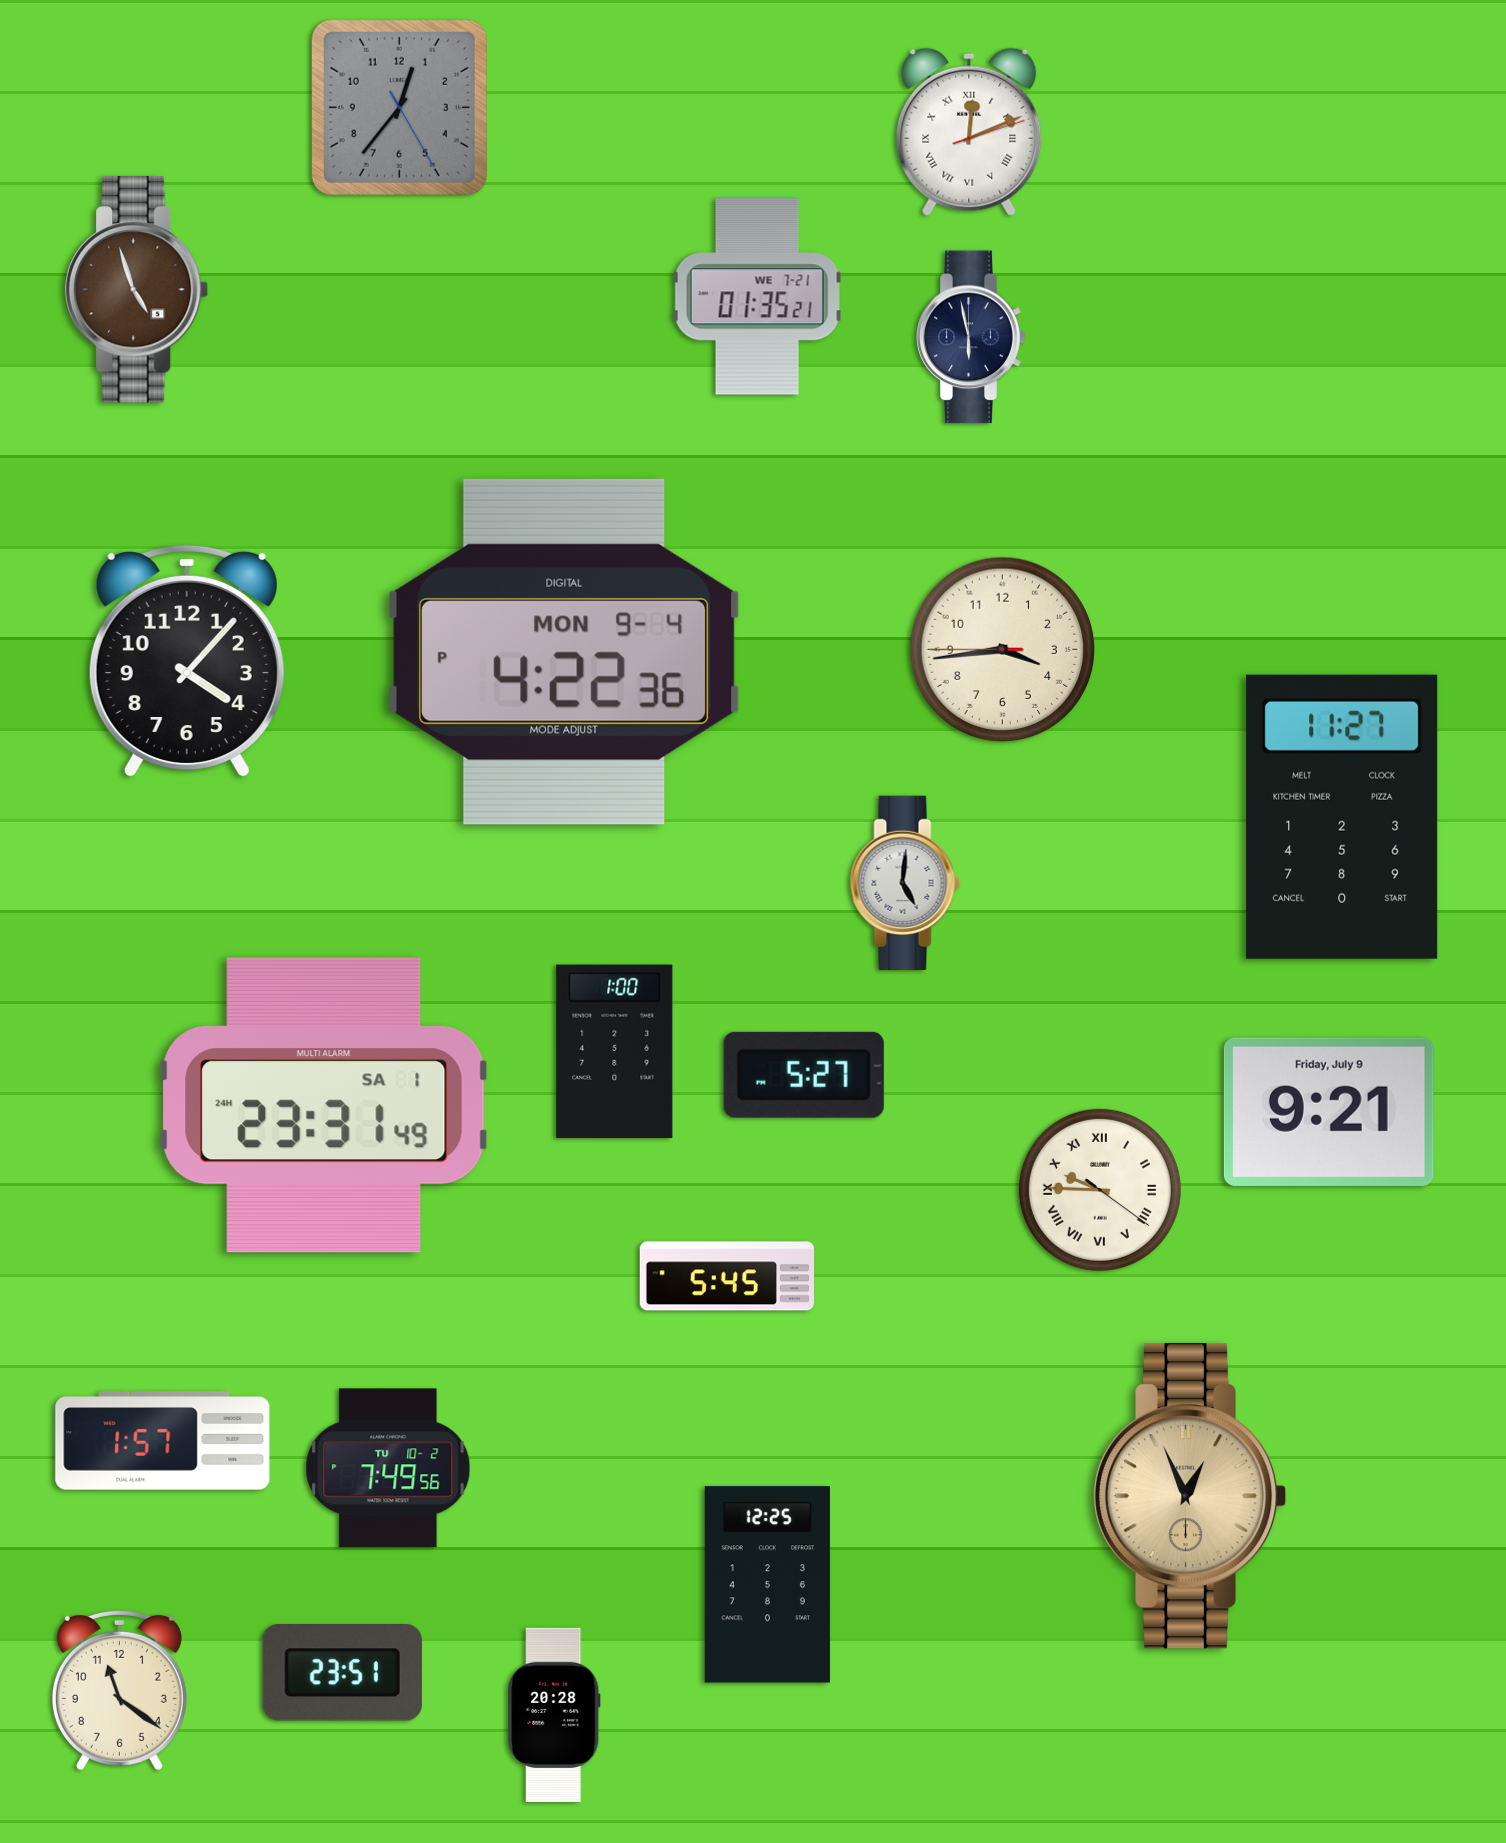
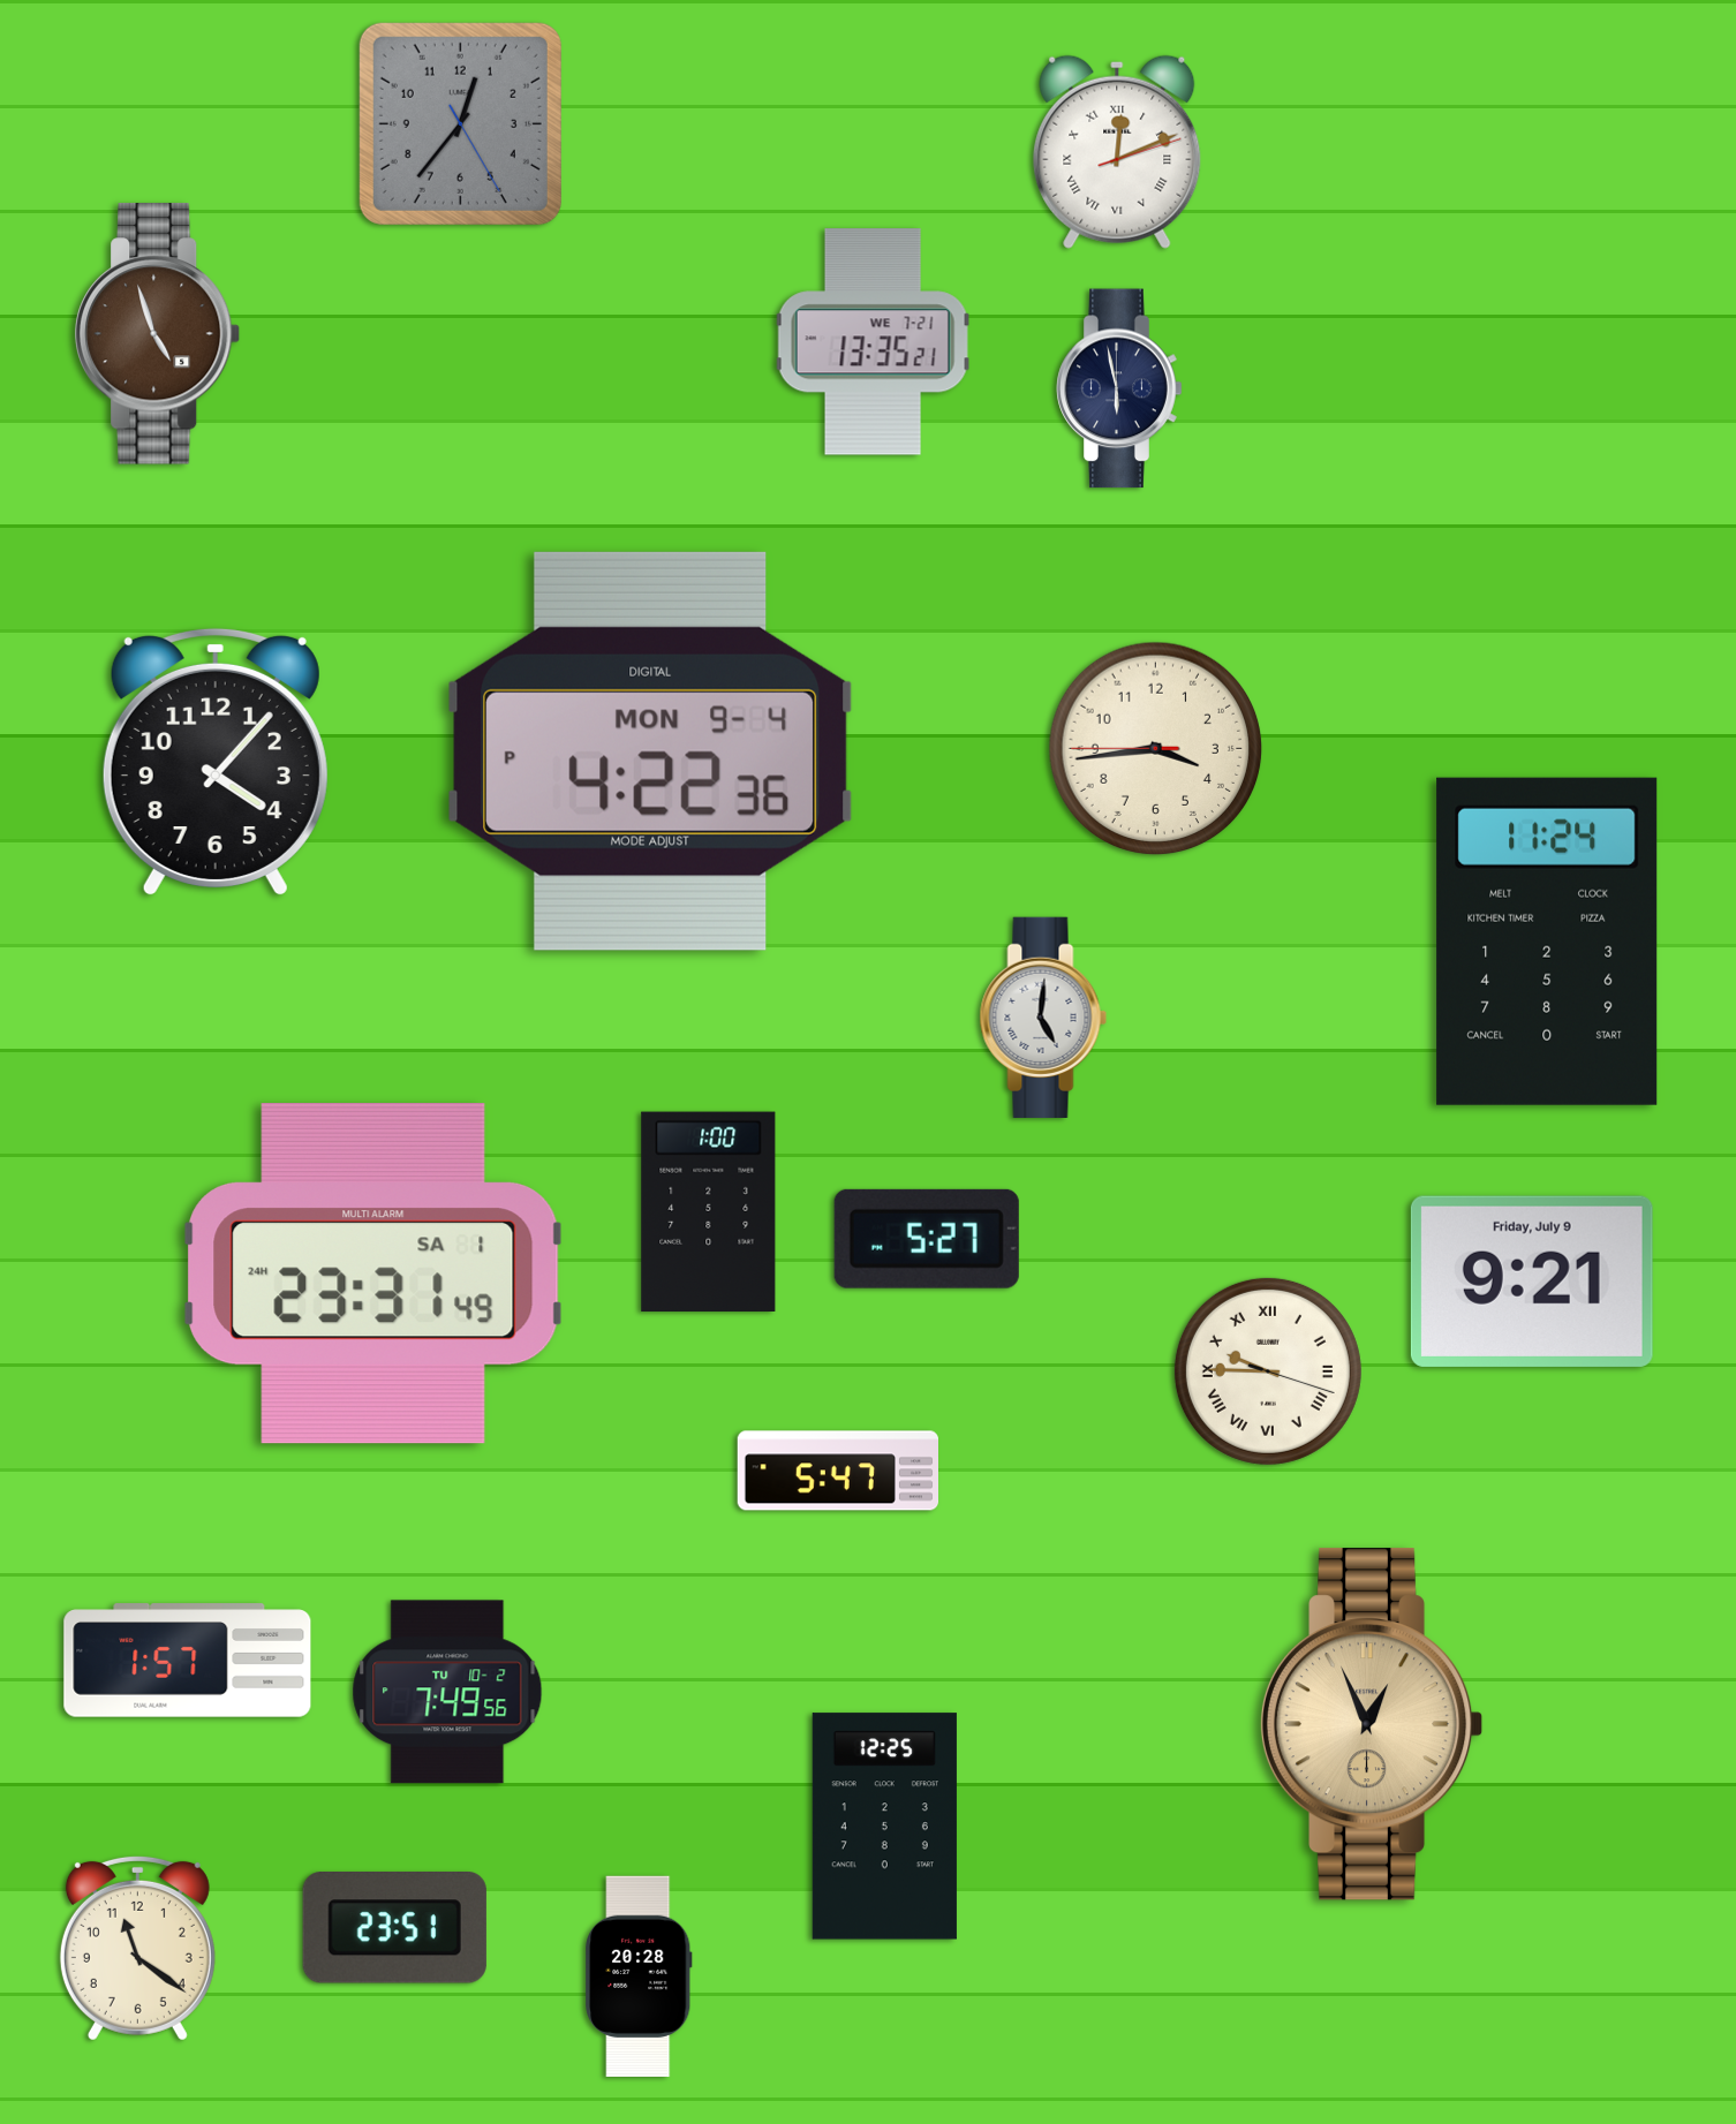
clock at (758, 297): 01:35 -> 13:35
clock at (1342, 817): 11:27 -> 11:24
clock at (1100, 1190): 9:45:21 -> 9:45:18
clock at (726, 1276): 5:45 -> 5:47
